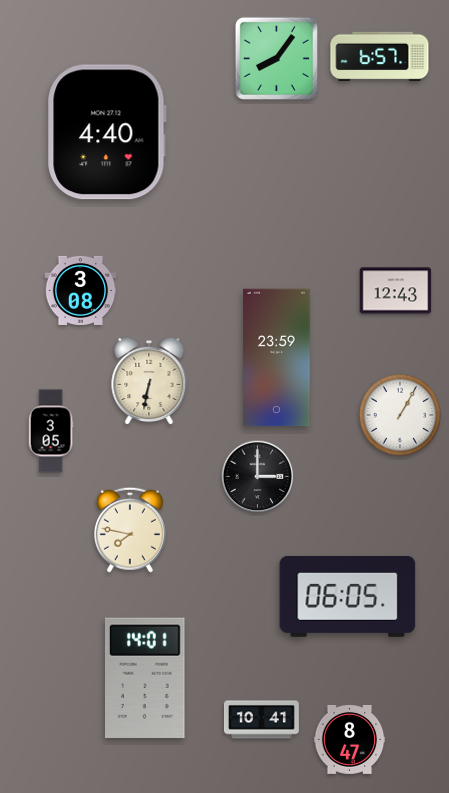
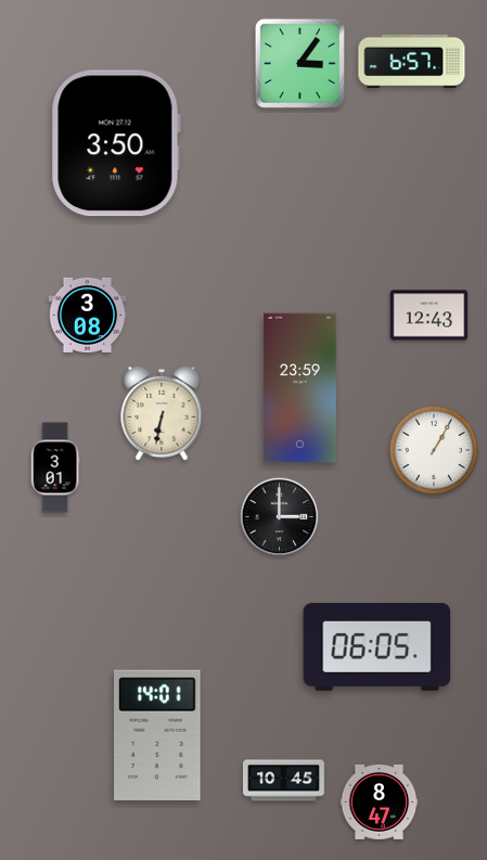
clock at (276, 58): 8:06 -> 3:06
clock at (107, 132): 4:40 -> 3:50
clock at (51, 431): 3:05 -> 3:01
clock at (130, 530): 7:47 -> none
clock at (261, 720): 10:41 -> 10:45
